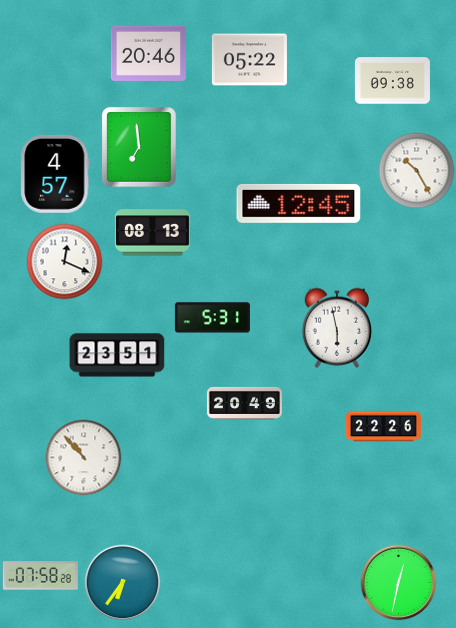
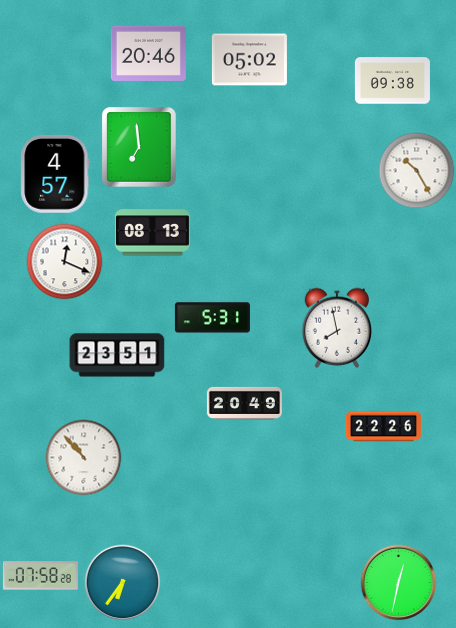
clock at (249, 60): 05:22 -> 05:02
clock at (299, 203): 12:45 -> none
clock at (337, 328): 5:58 -> 7:58
